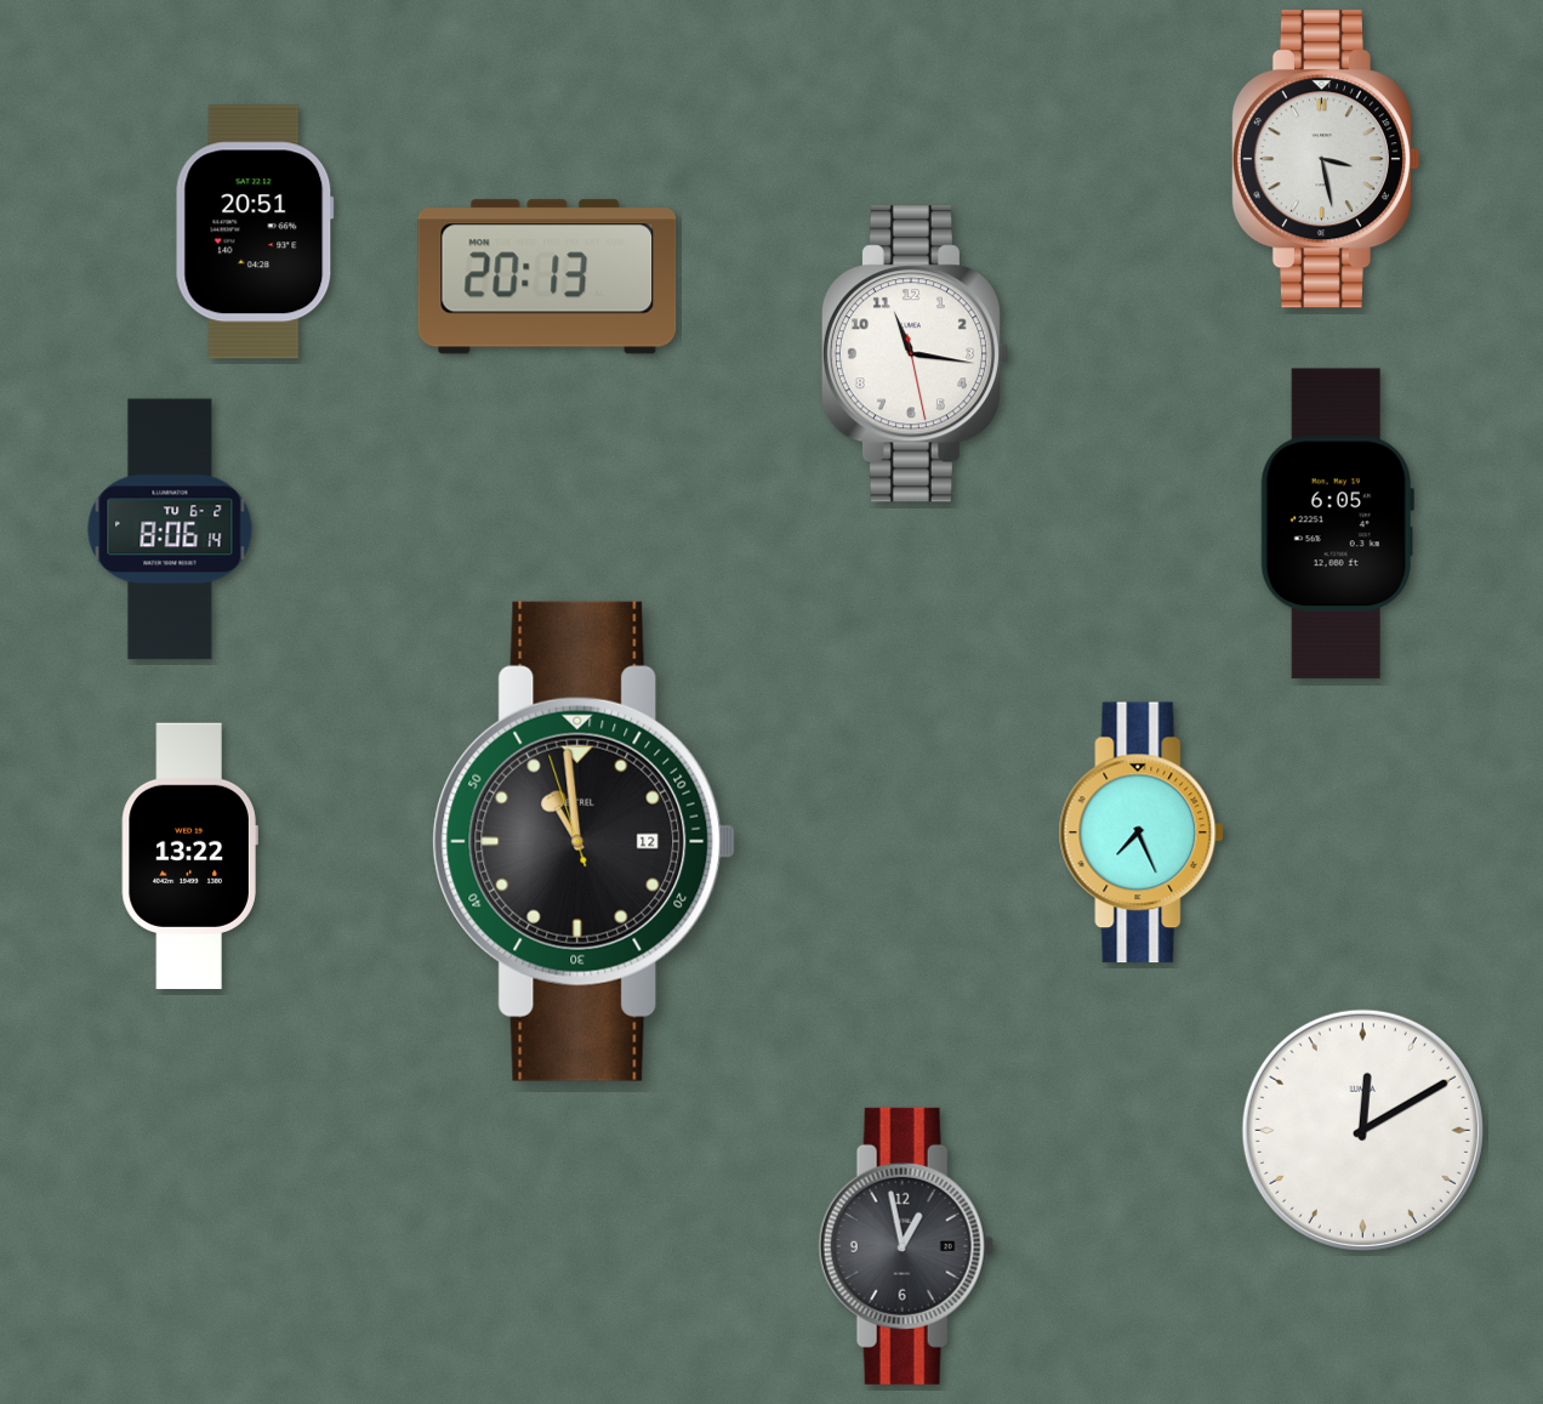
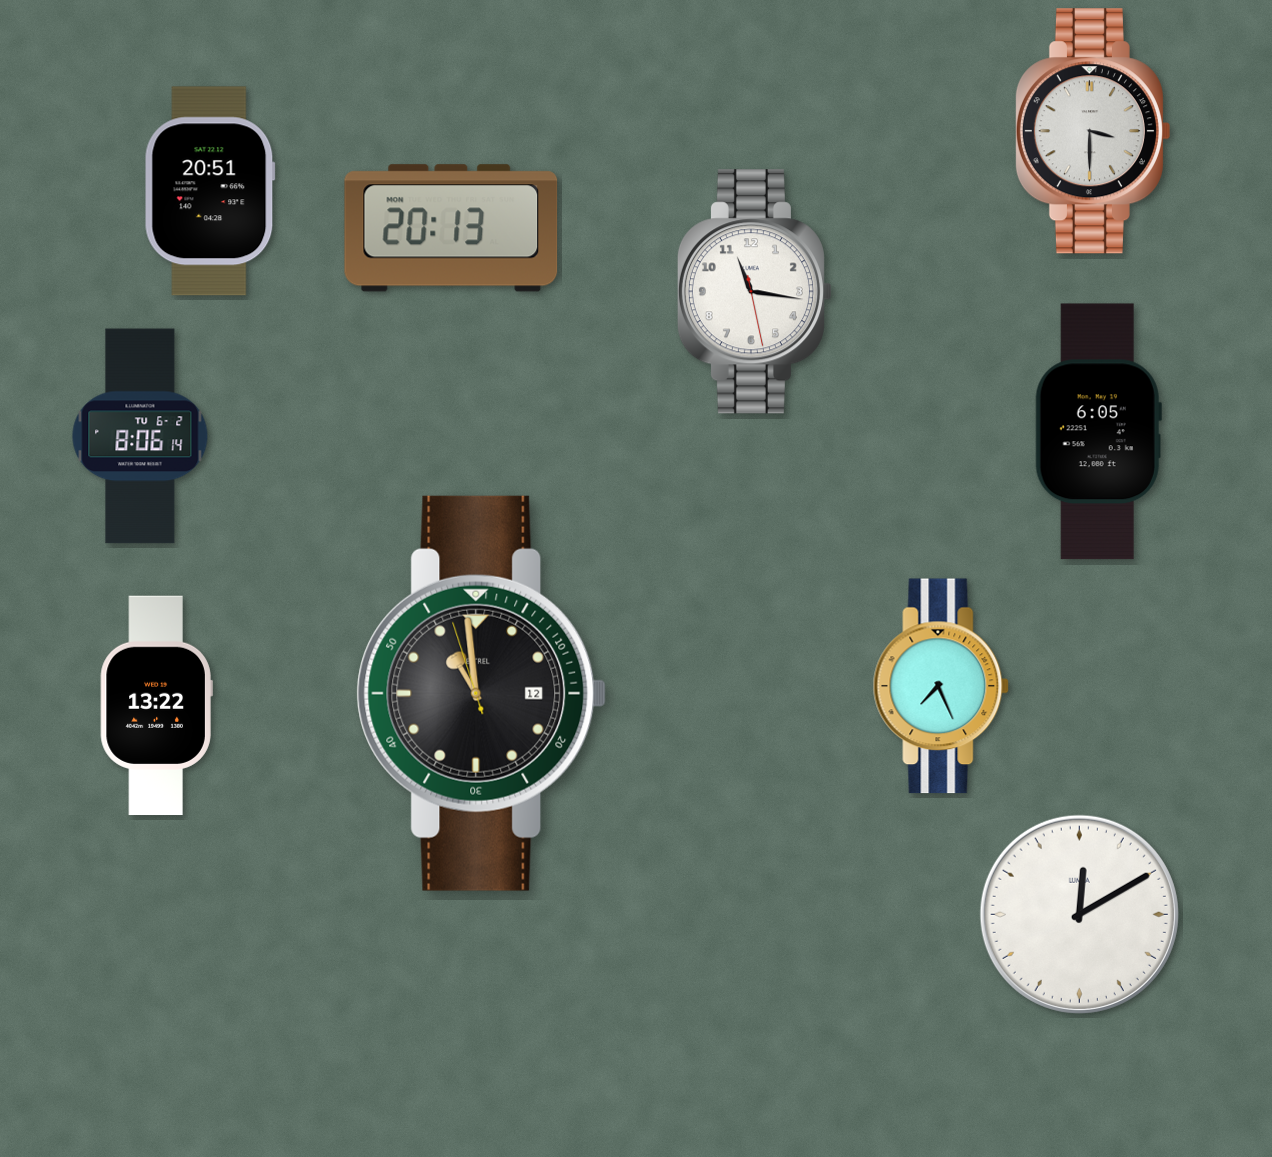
clock at (1325, 159): 3:28 -> 3:30
clock at (1337, 524) position: (1337, 524) -> (1098, 432)
clock at (1362, 1130) position: (1362, 1130) -> (1079, 914)
clock at (906, 1246): 12:58 -> none
